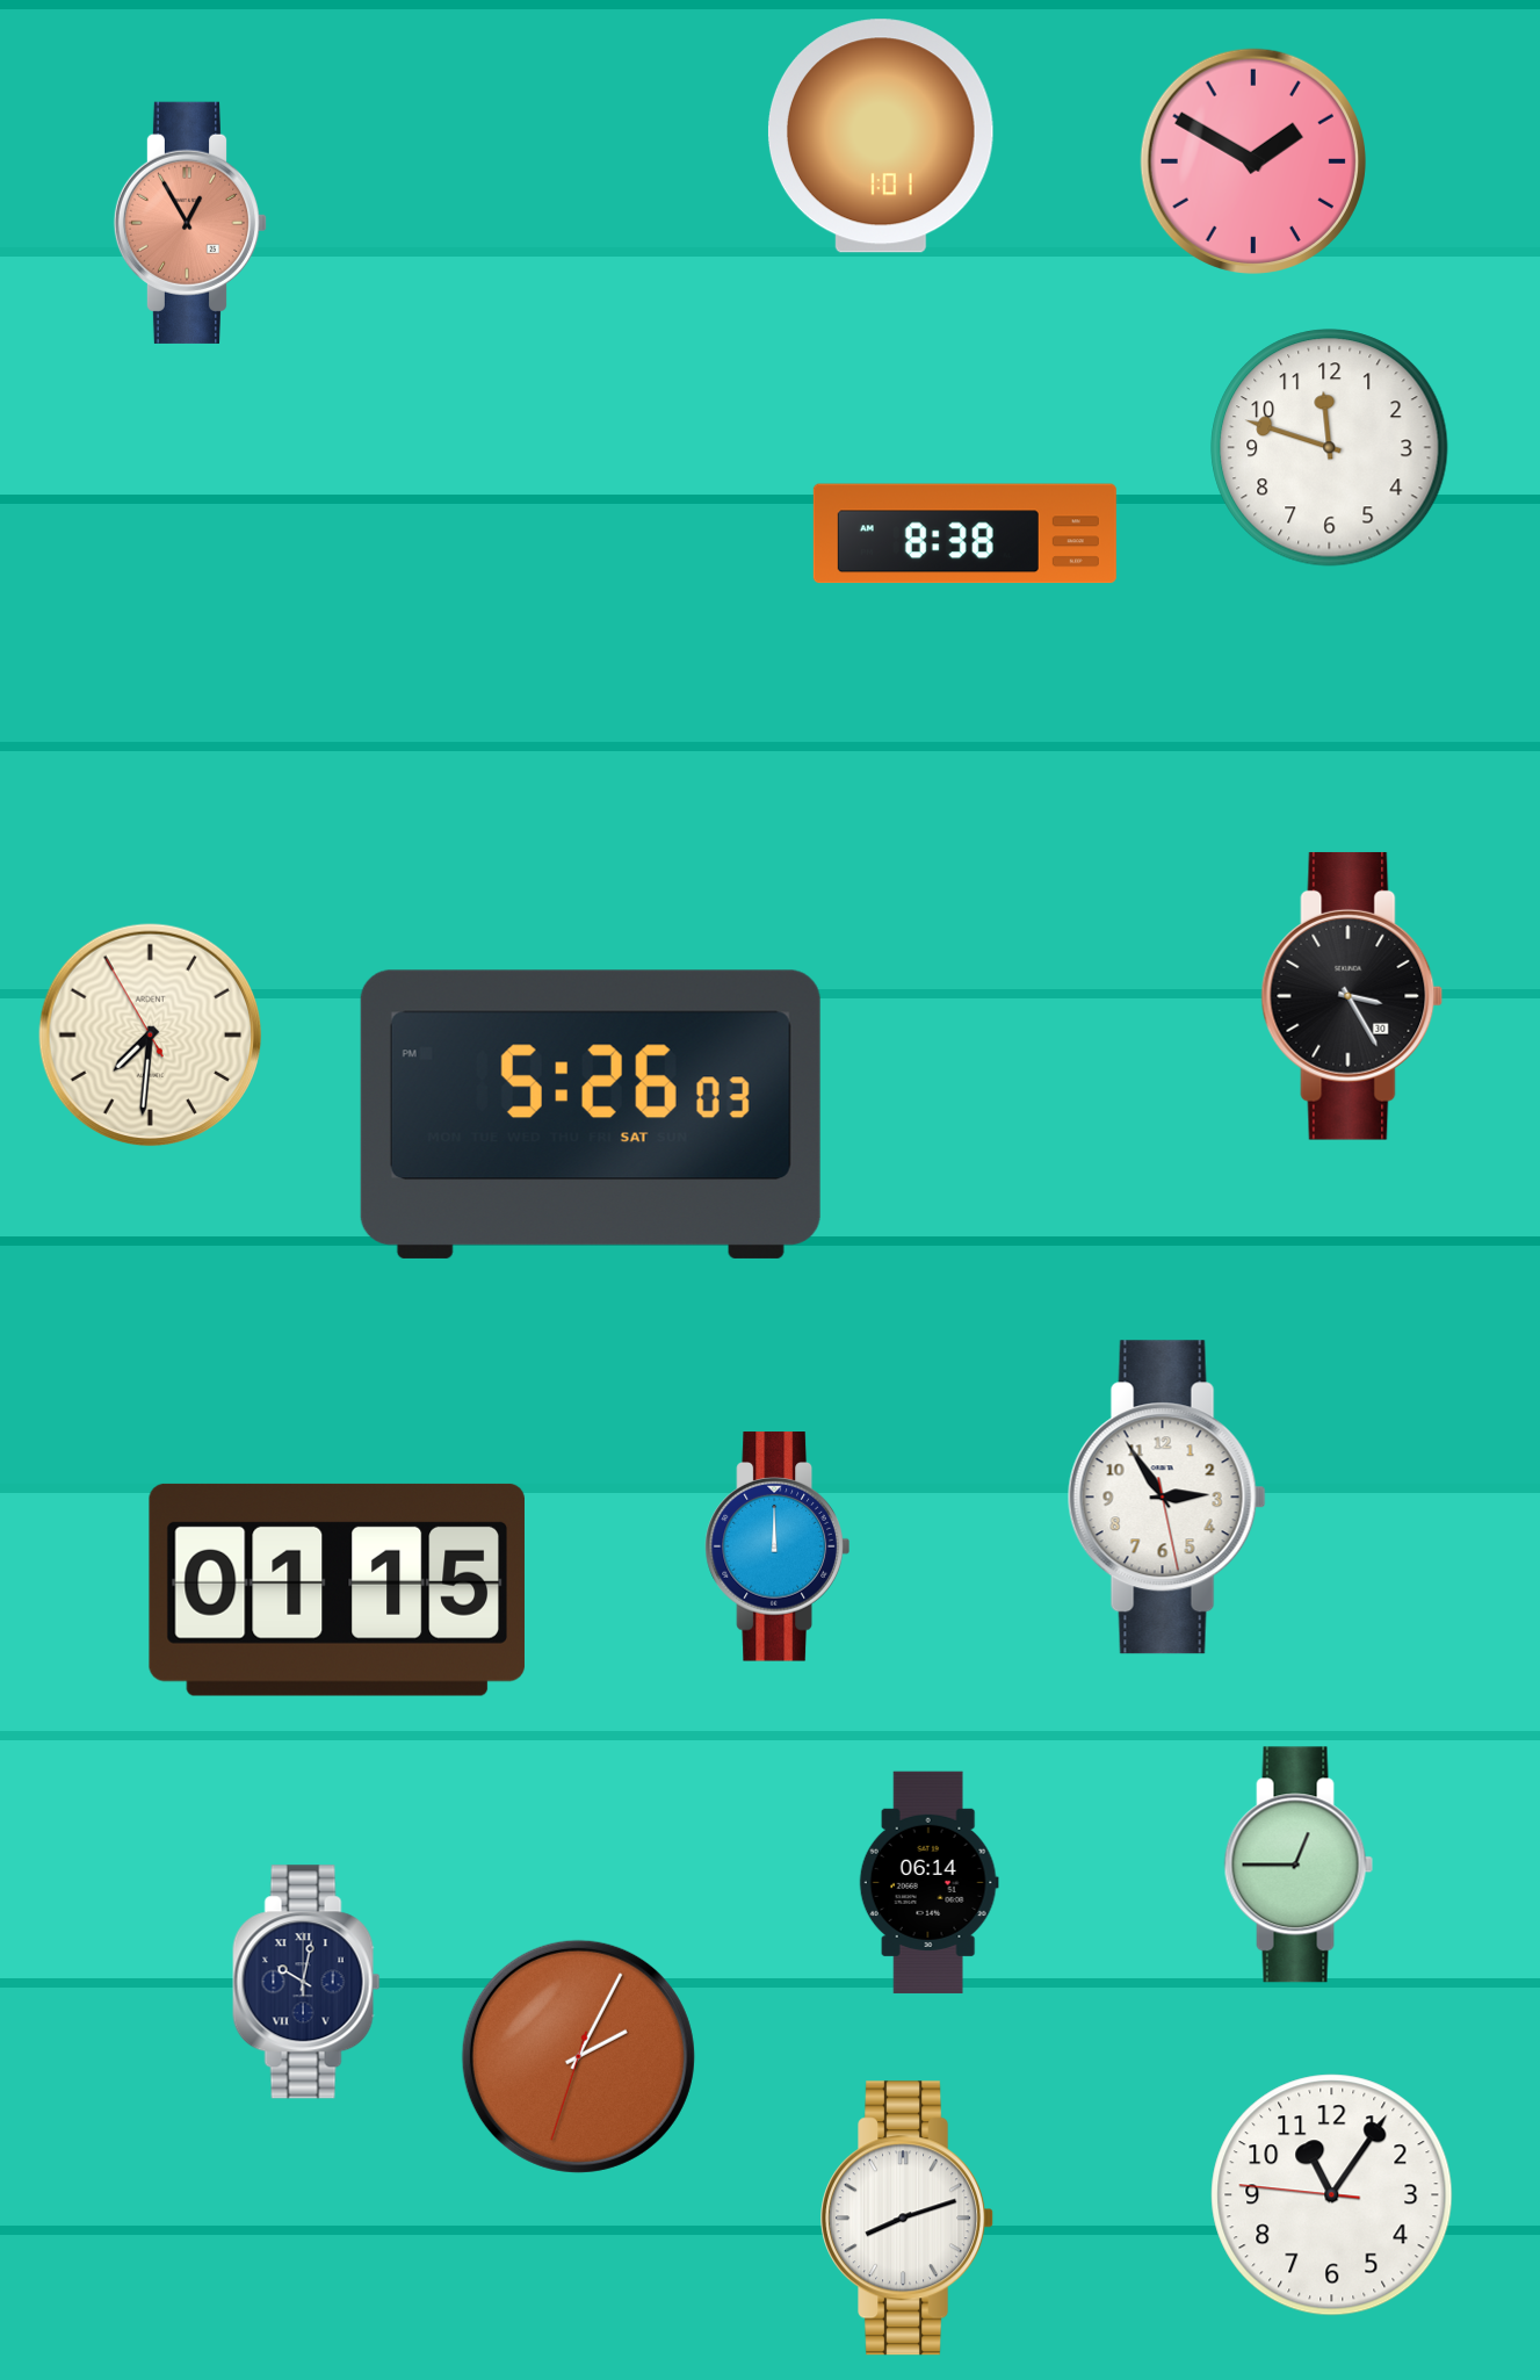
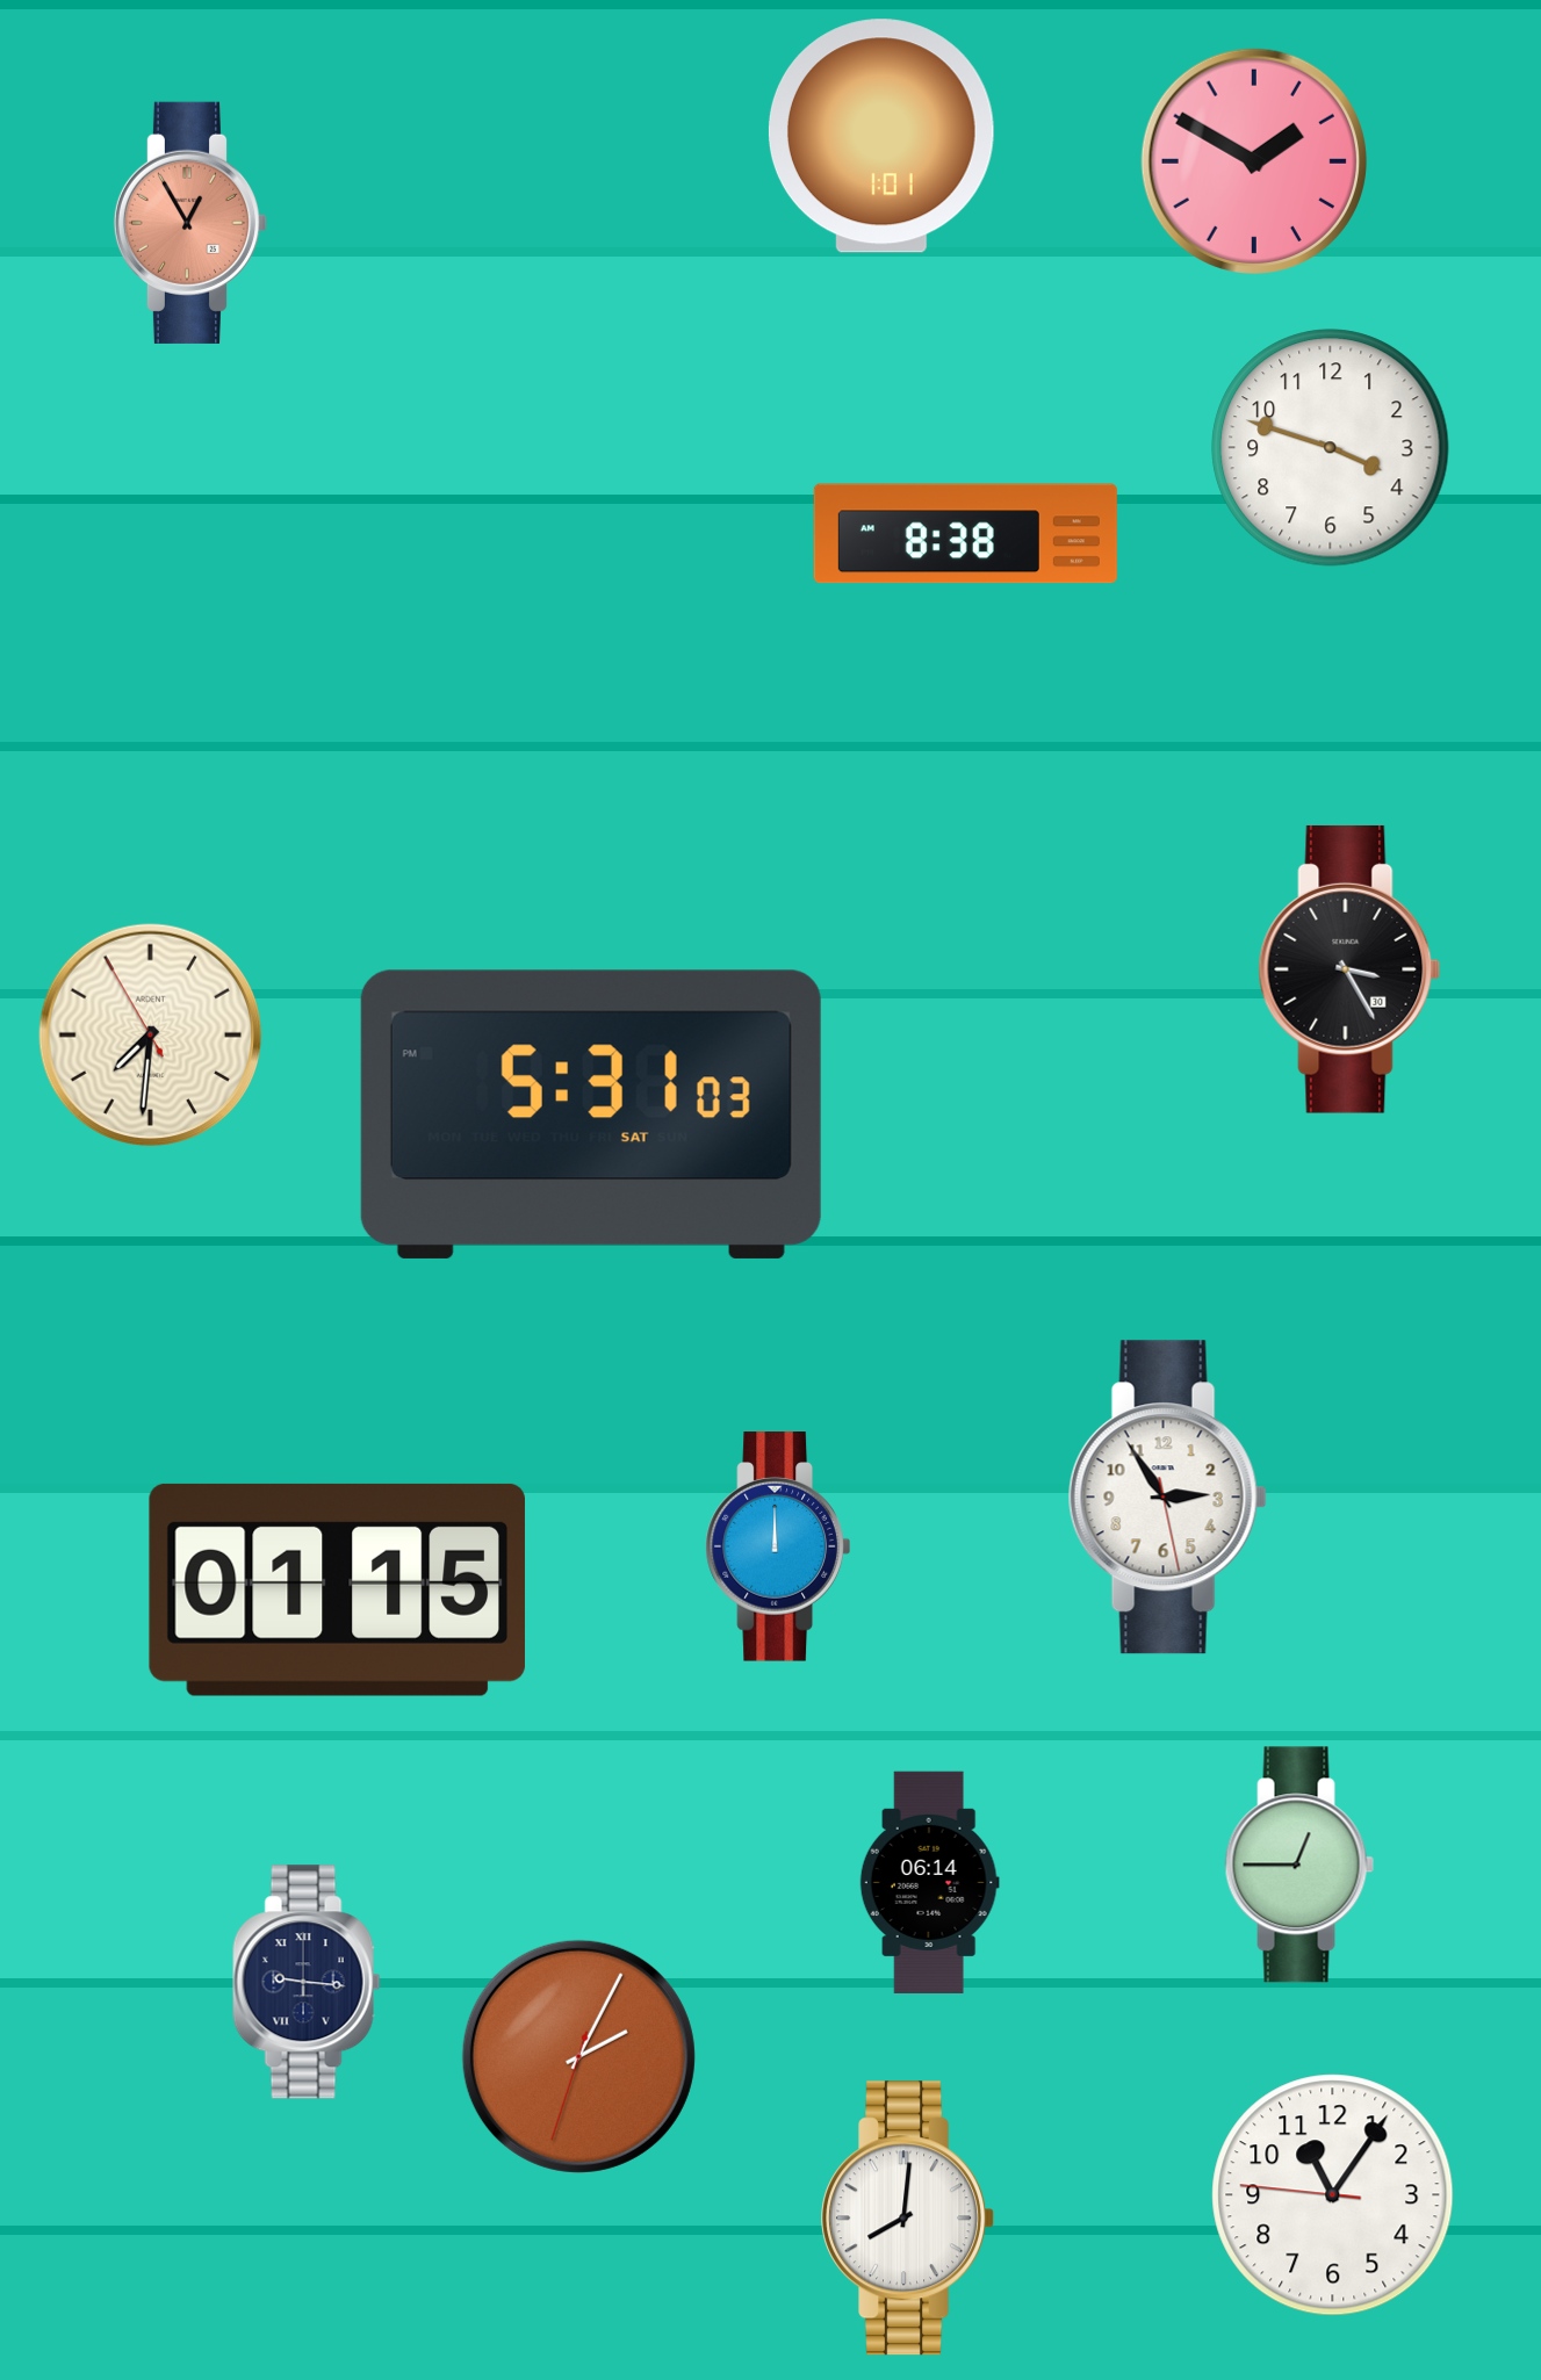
clock at (1330, 448): 11:48 -> 3:48
clock at (1352, 996) position: (1352, 996) -> (1349, 969)
clock at (591, 1115): 5:26 -> 5:31
clock at (306, 1982): 10:02 -> 9:16
clock at (908, 2219): 8:12 -> 8:01
